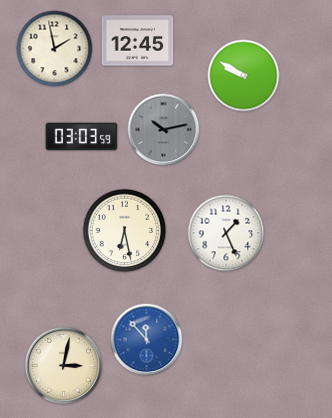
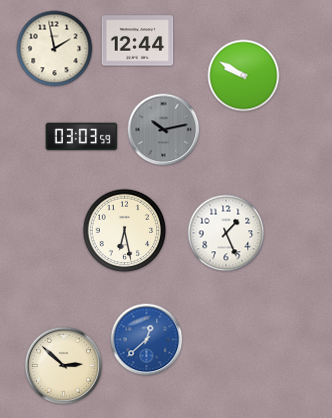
clock at (138, 41): 12:45 -> 12:44
clock at (147, 340): 11:53 -> 12:38
clock at (64, 366): 3:02 -> 2:52
